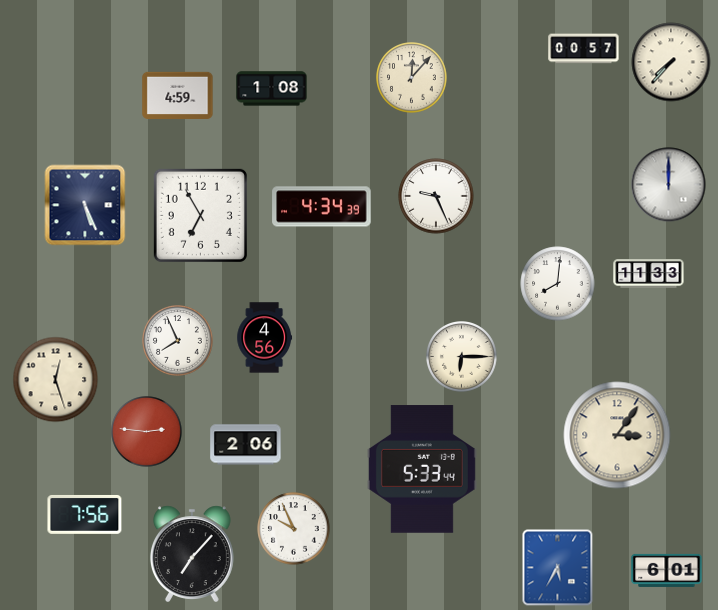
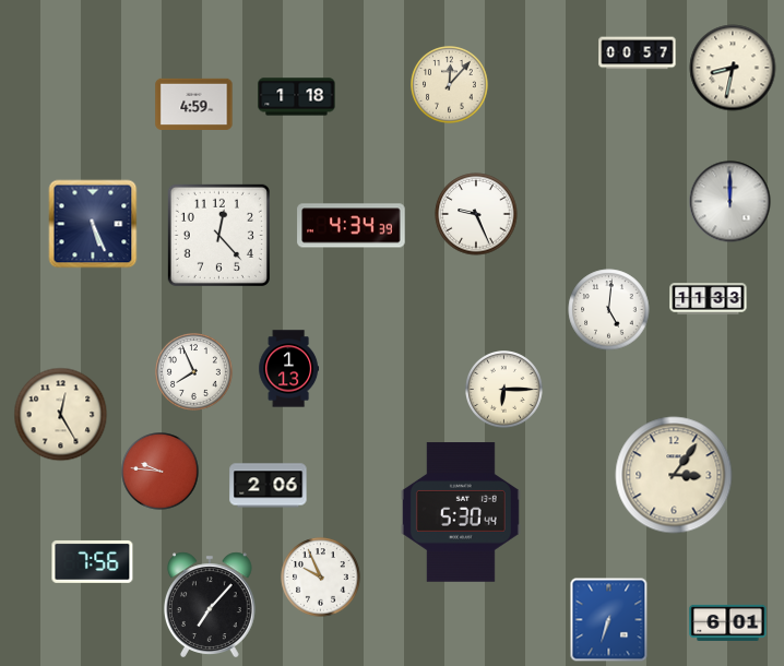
clock at (671, 62): 7:37 -> 8:32
clock at (272, 89): 1:08 -> 1:18
clock at (200, 215): 6:55 -> 12:23
clock at (558, 284): 8:01 -> 5:01
clock at (265, 338): 4:56 -> 1:13
clock at (56, 380): 12:27 -> 12:25
clock at (147, 432): 2:46 -> 9:46
clock at (422, 469): 5:33 -> 5:30
clock at (558, 568): 5:35 -> 6:33
